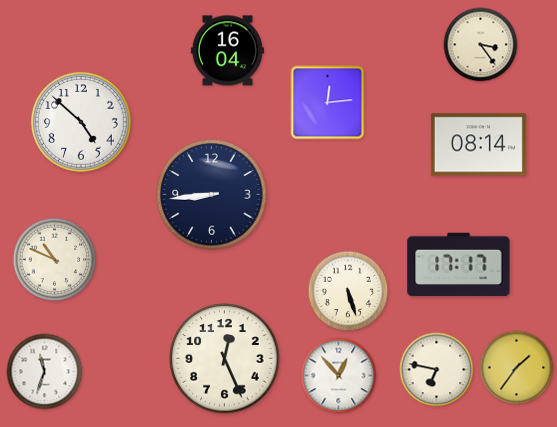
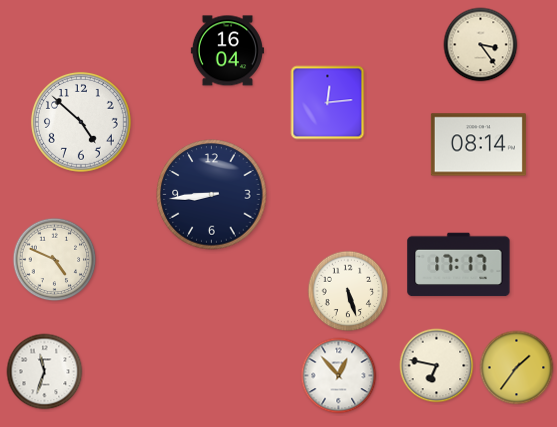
clock at (55, 260): 10:49 -> 4:49
clock at (225, 359): 12:26 -> none
clock at (437, 370) position: (437, 370) -> (437, 366)
